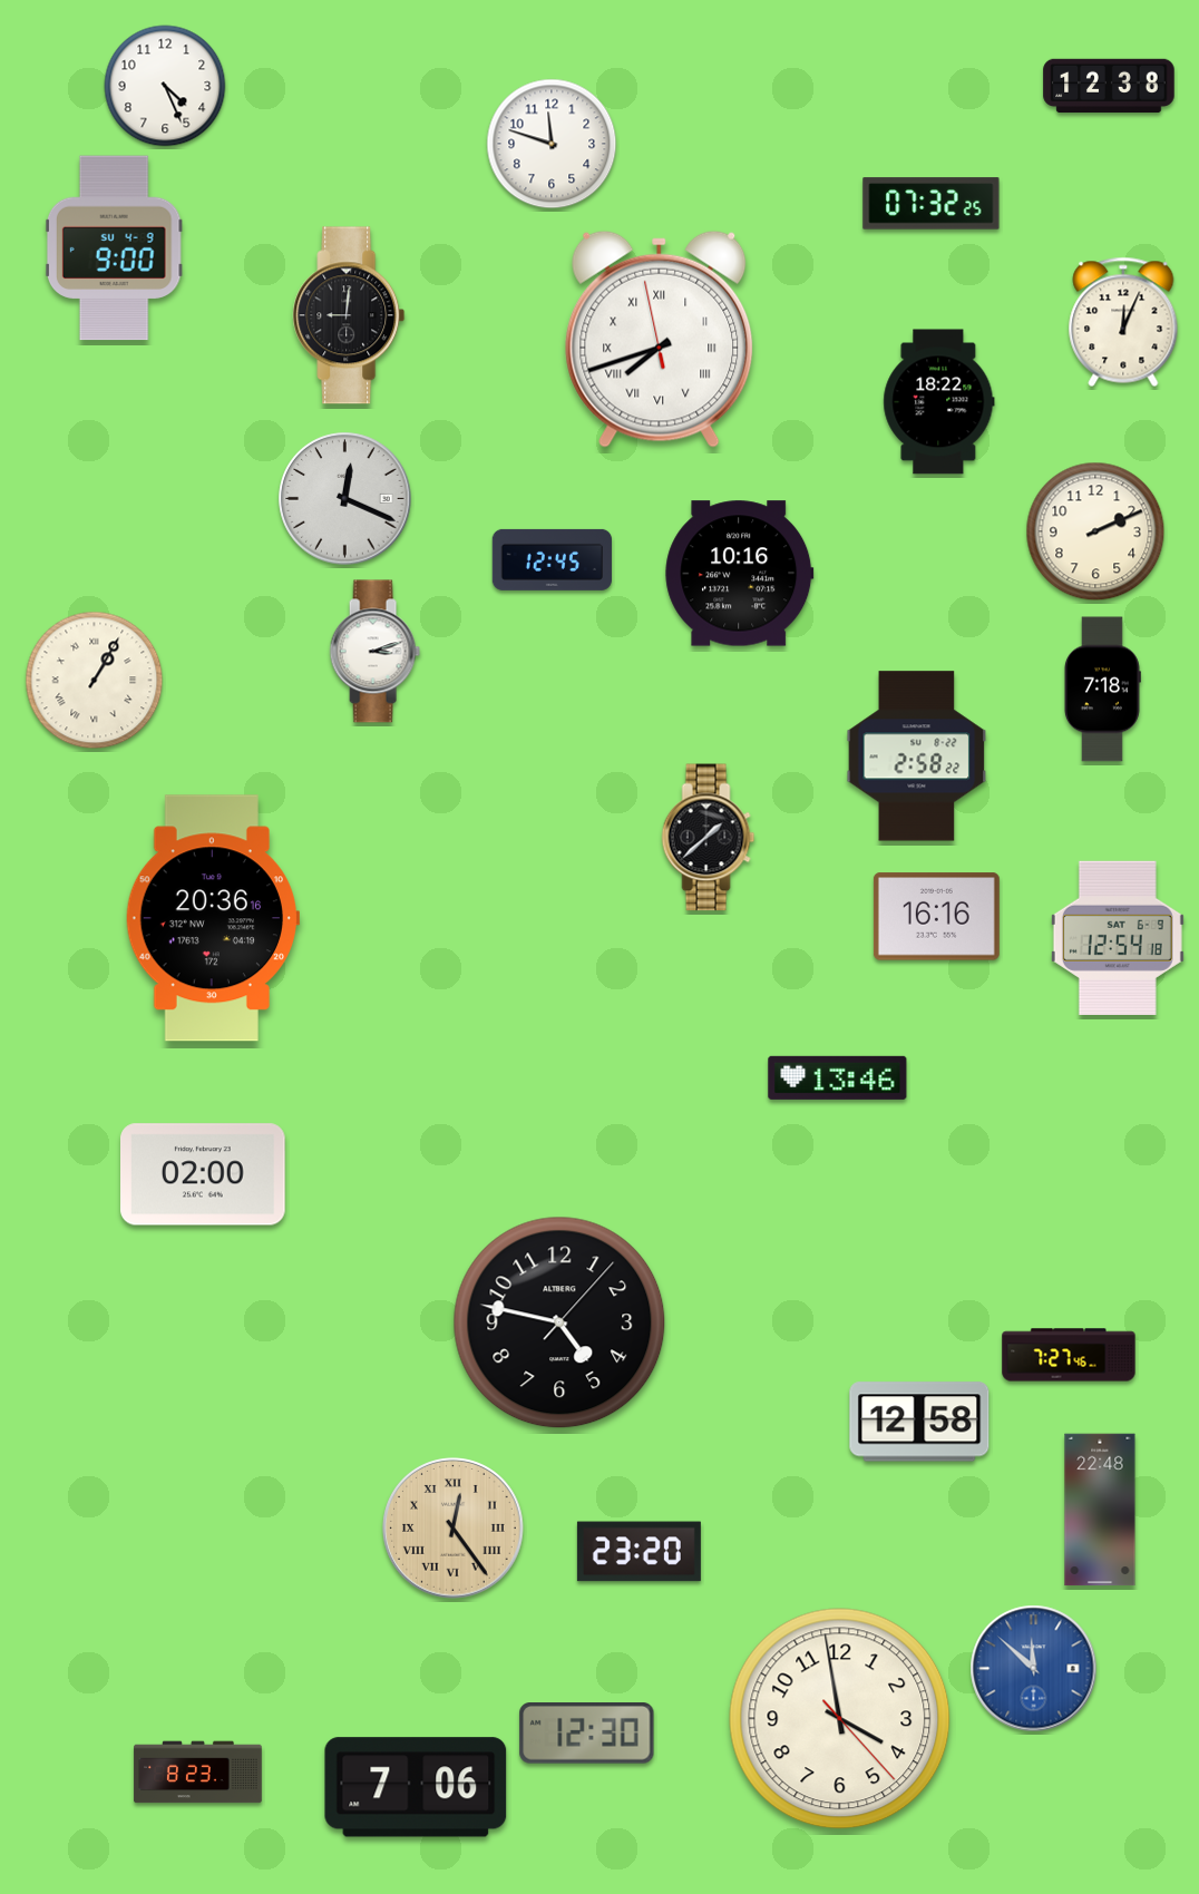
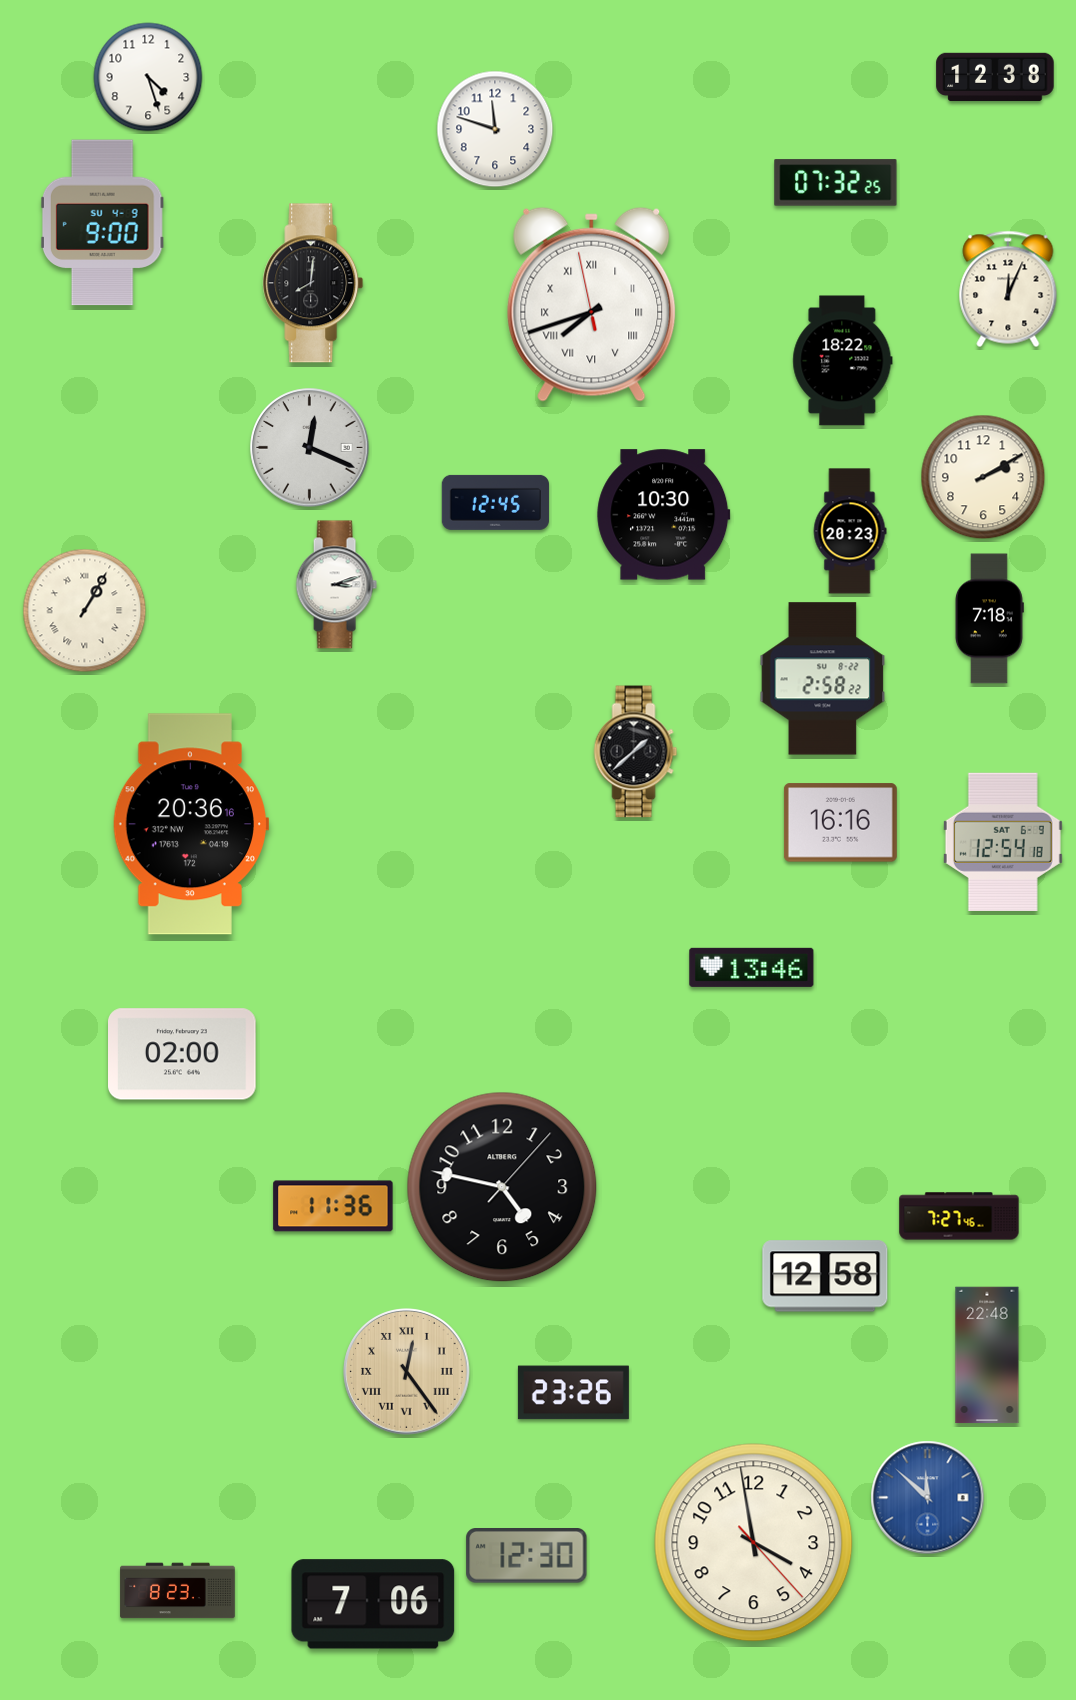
clock at (165, 86): 4:26 -> 4:27
clock at (349, 315): 9:01 -> 8:01
clock at (1095, 531): 2:11 -> 2:10
clock at (740, 574): 10:16 -> 10:30
clock at (850, 531): none -> 20:23
clock at (333, 1206): none -> 11:36
clock at (639, 1552): 23:20 -> 23:26
